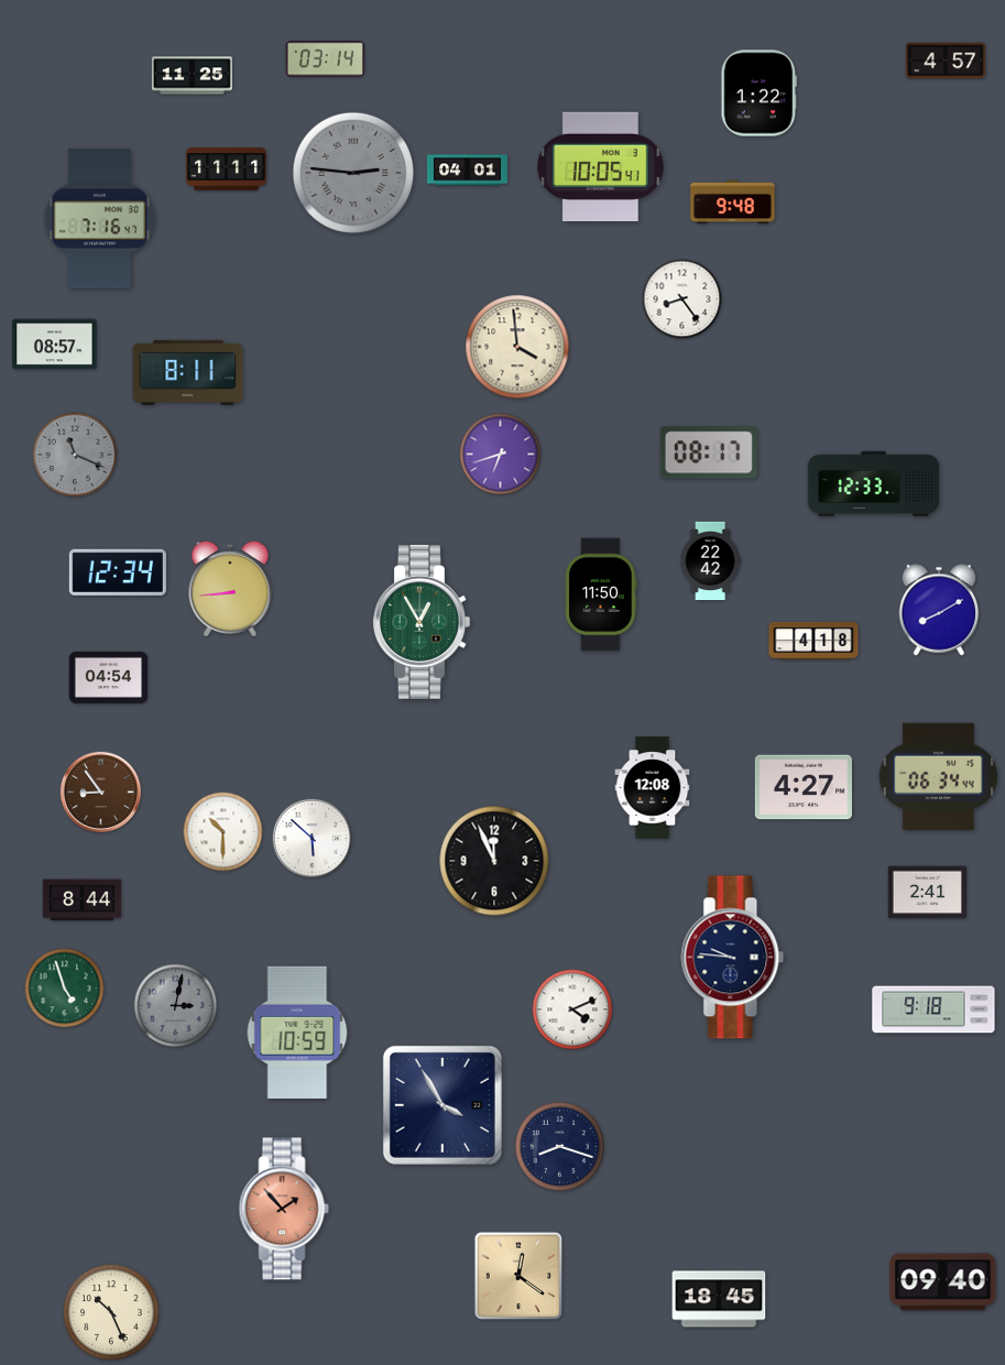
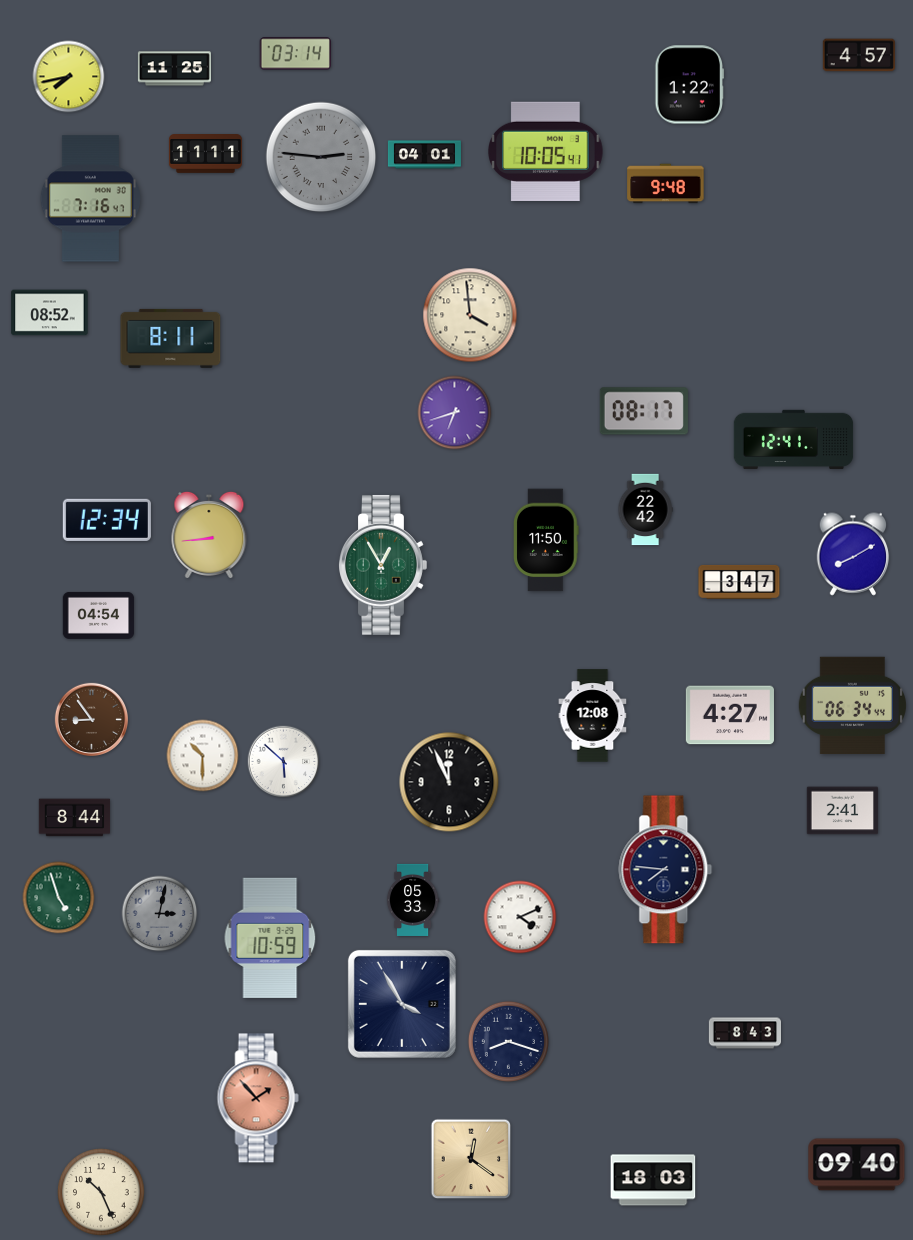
clock at (69, 77): none -> 7:43
clock at (682, 299): 8:24 -> none
clock at (55, 345): 08:57 -> 08:52
clock at (75, 455): 11:19 -> none
clock at (874, 484): 12:33 -> 12:41
clock at (813, 641): 4:18 -> 3:47
clock at (733, 958): 9:46 -> 7:46
clock at (413, 900): none -> 05:33
clock at (933, 1009): 9:18 -> none
clock at (744, 1033): none -> 8:43
clock at (719, 1299): 18:45 -> 18:03
